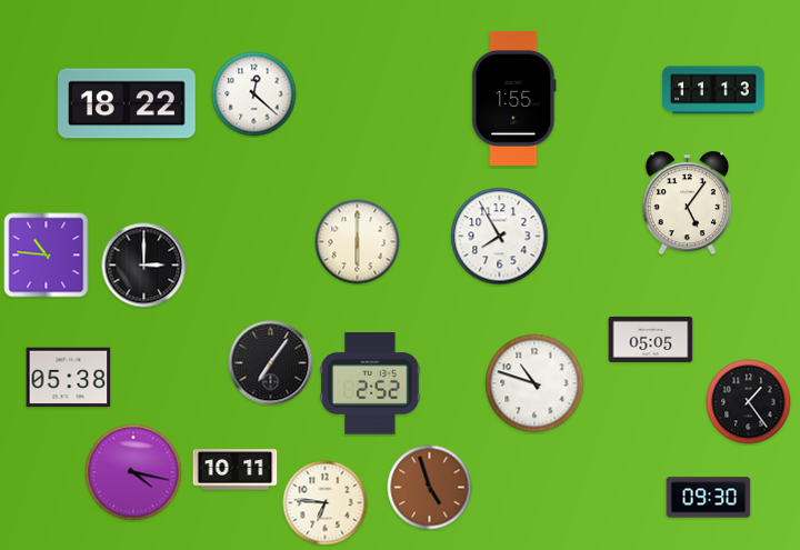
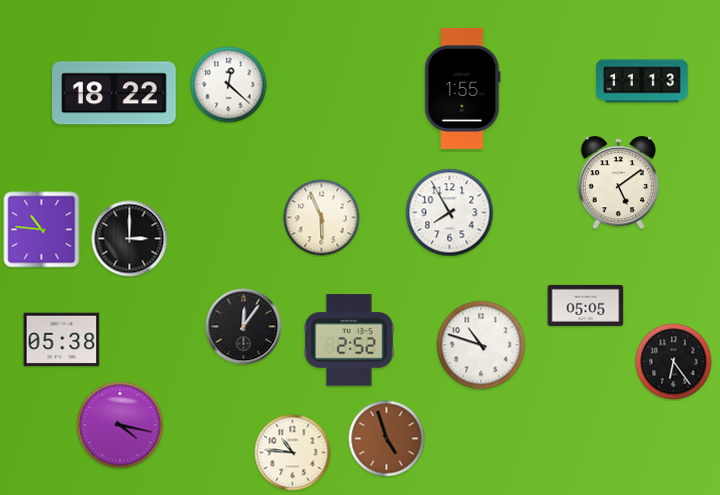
clock at (687, 203): 5:06 -> 5:09
clock at (358, 242): 6:00 -> 5:56
clock at (271, 363): 7:06 -> 12:06
clock at (370, 383) position: (370, 383) -> (349, 340)
clock at (749, 402): 1:24 -> 6:24
clock at (236, 470): 10:11 -> none
clock at (709, 498): 09:30 -> none
clock at (326, 503): 6:46 -> 10:46
